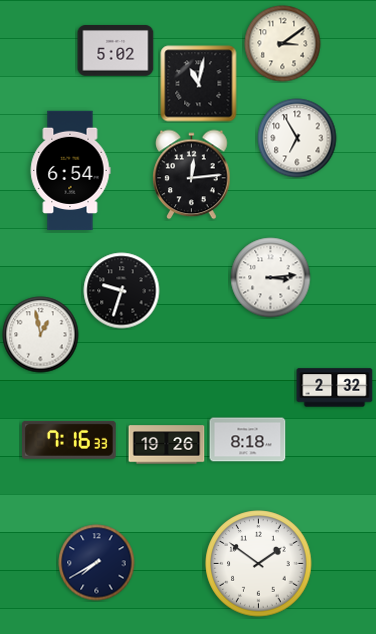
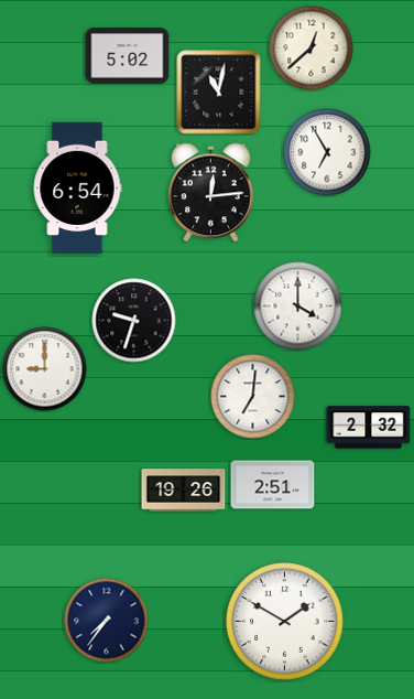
clock at (283, 44): 3:09 -> 12:38
clock at (271, 278): 3:14 -> 4:00
clock at (41, 335): 12:58 -> 9:00
clock at (253, 397): none -> 7:01
clock at (70, 440): 7:16 -> none
clock at (248, 440): 8:18 -> 2:51
clock at (97, 563): 7:40 -> 7:36
clock at (259, 564): 1:51 -> 1:50
